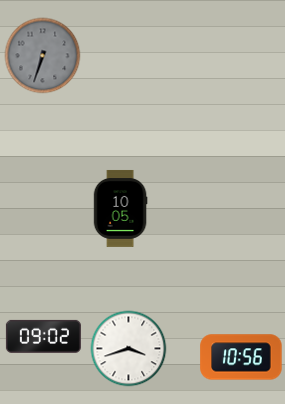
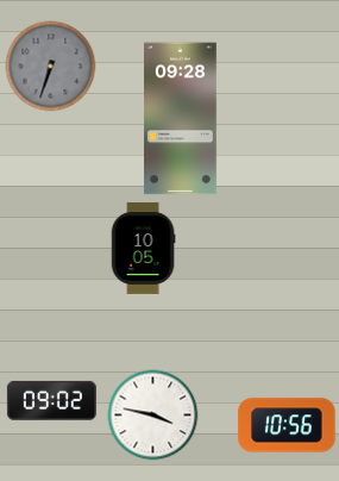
clock at (181, 119): none -> 09:28
clock at (129, 349): 3:42 -> 3:47
